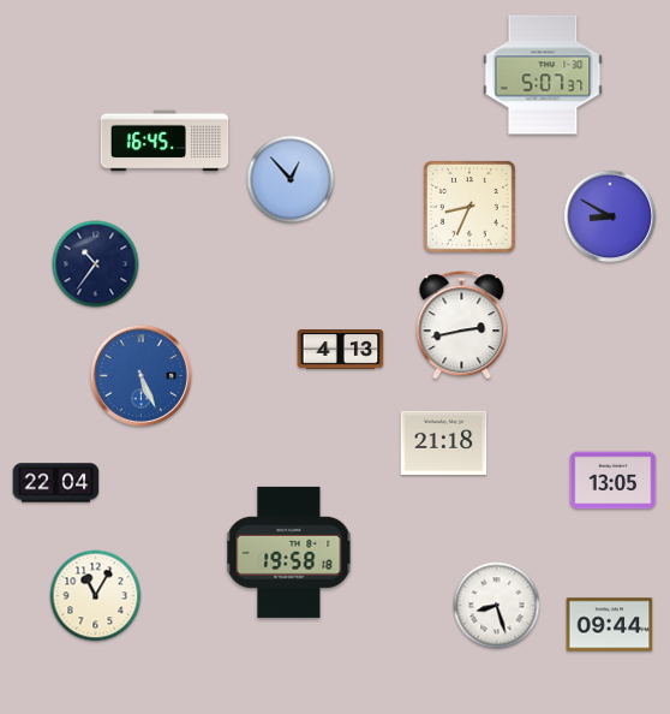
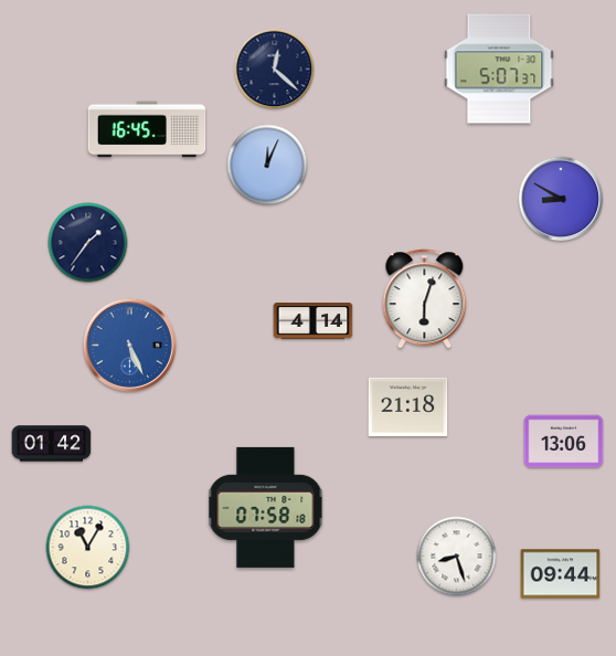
clock at (275, 70): none -> 12:22
clock at (164, 141) position: (164, 141) -> (147, 129)
clock at (291, 179): 12:53 -> 12:04
clock at (469, 207): 8:34 -> none
clock at (96, 264): 10:36 -> 1:36
clock at (462, 326): 2:43 -> 6:03
clock at (341, 350): 4:13 -> 4:14
clock at (614, 481): 13:05 -> 13:06
clock at (56, 483): 22:04 -> 01:42
clock at (289, 552): 19:58 -> 07:58
